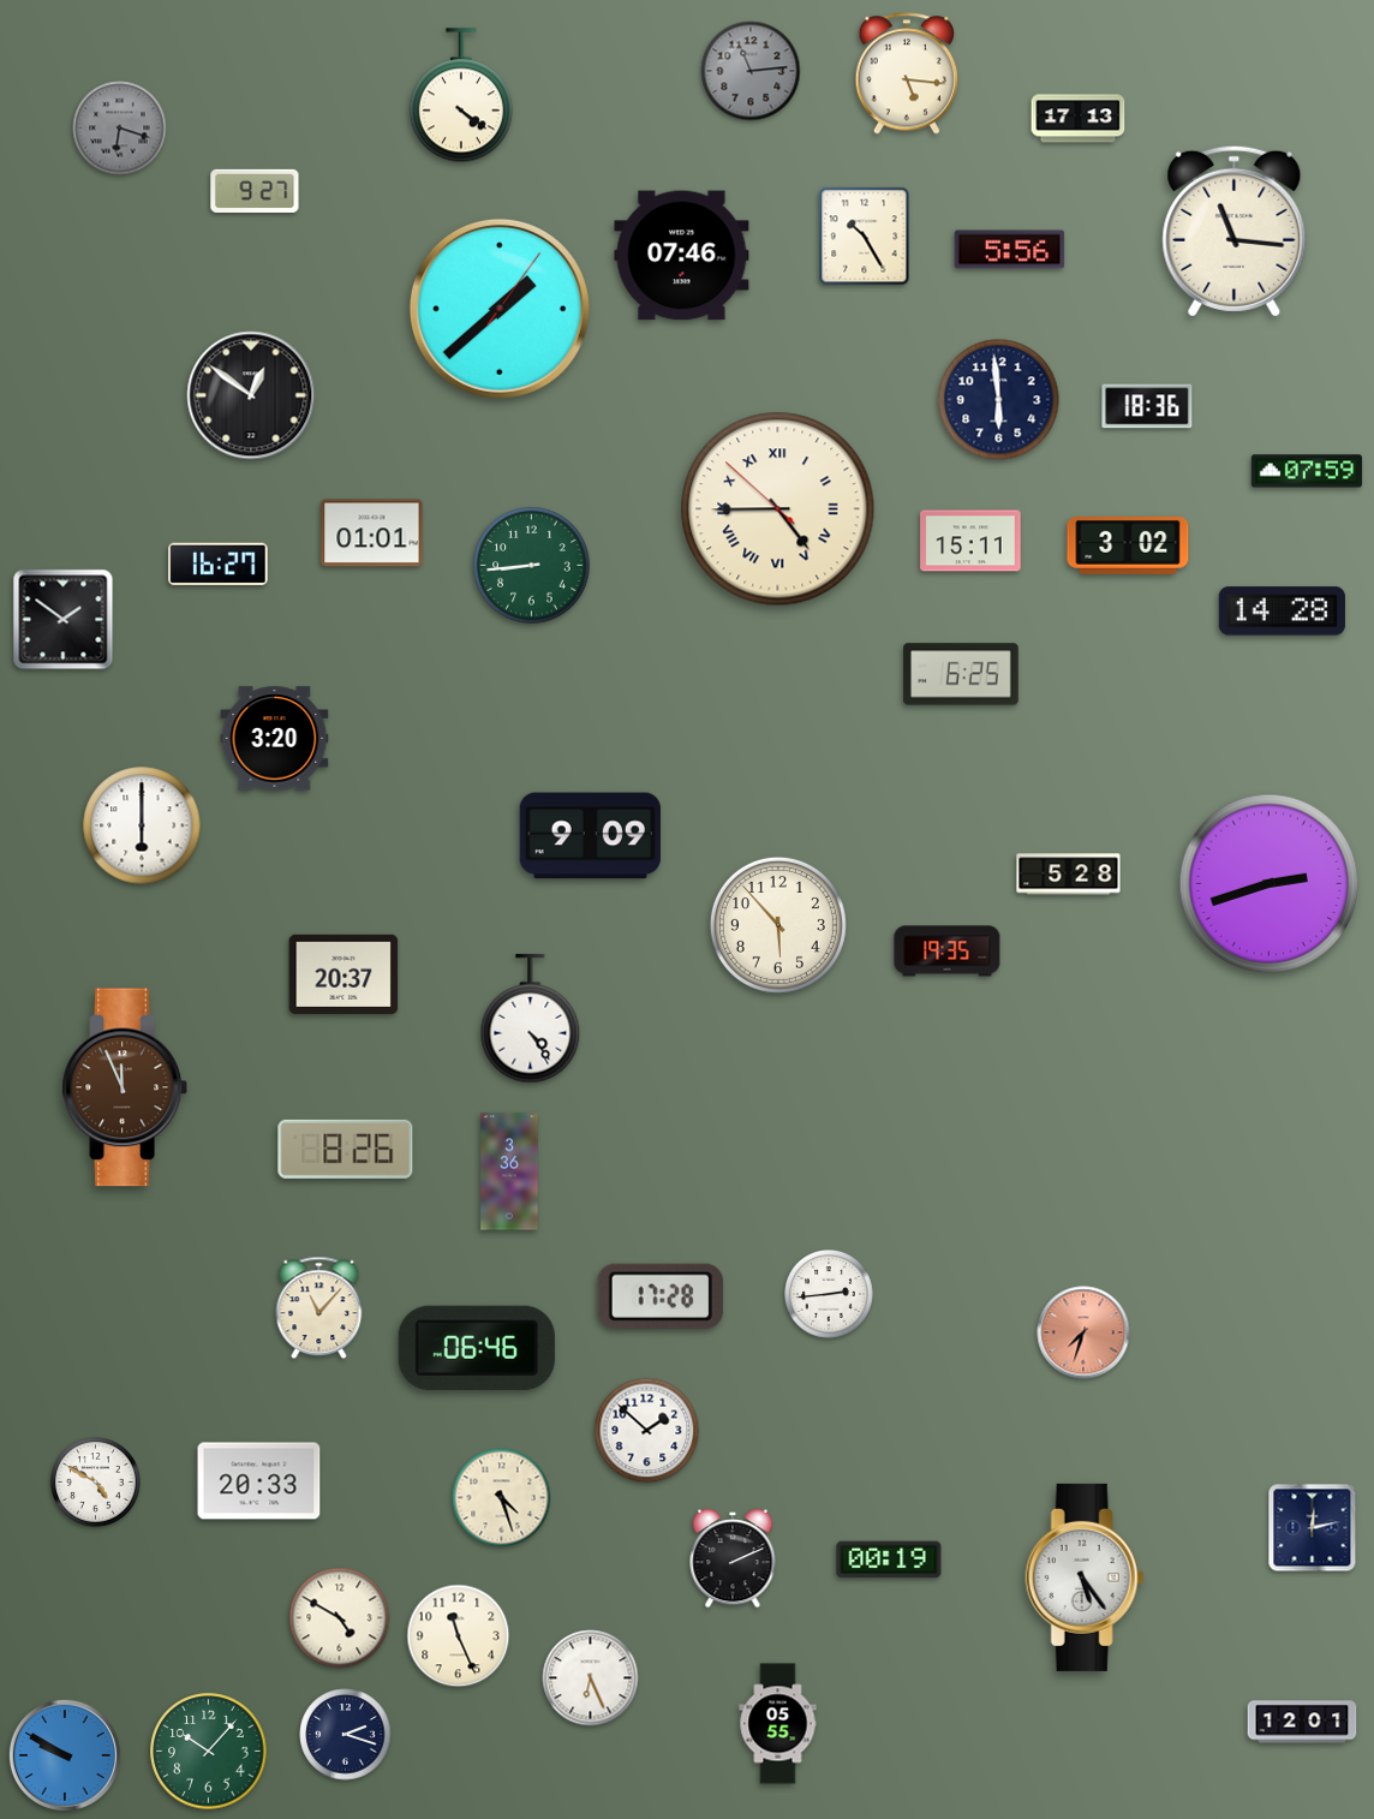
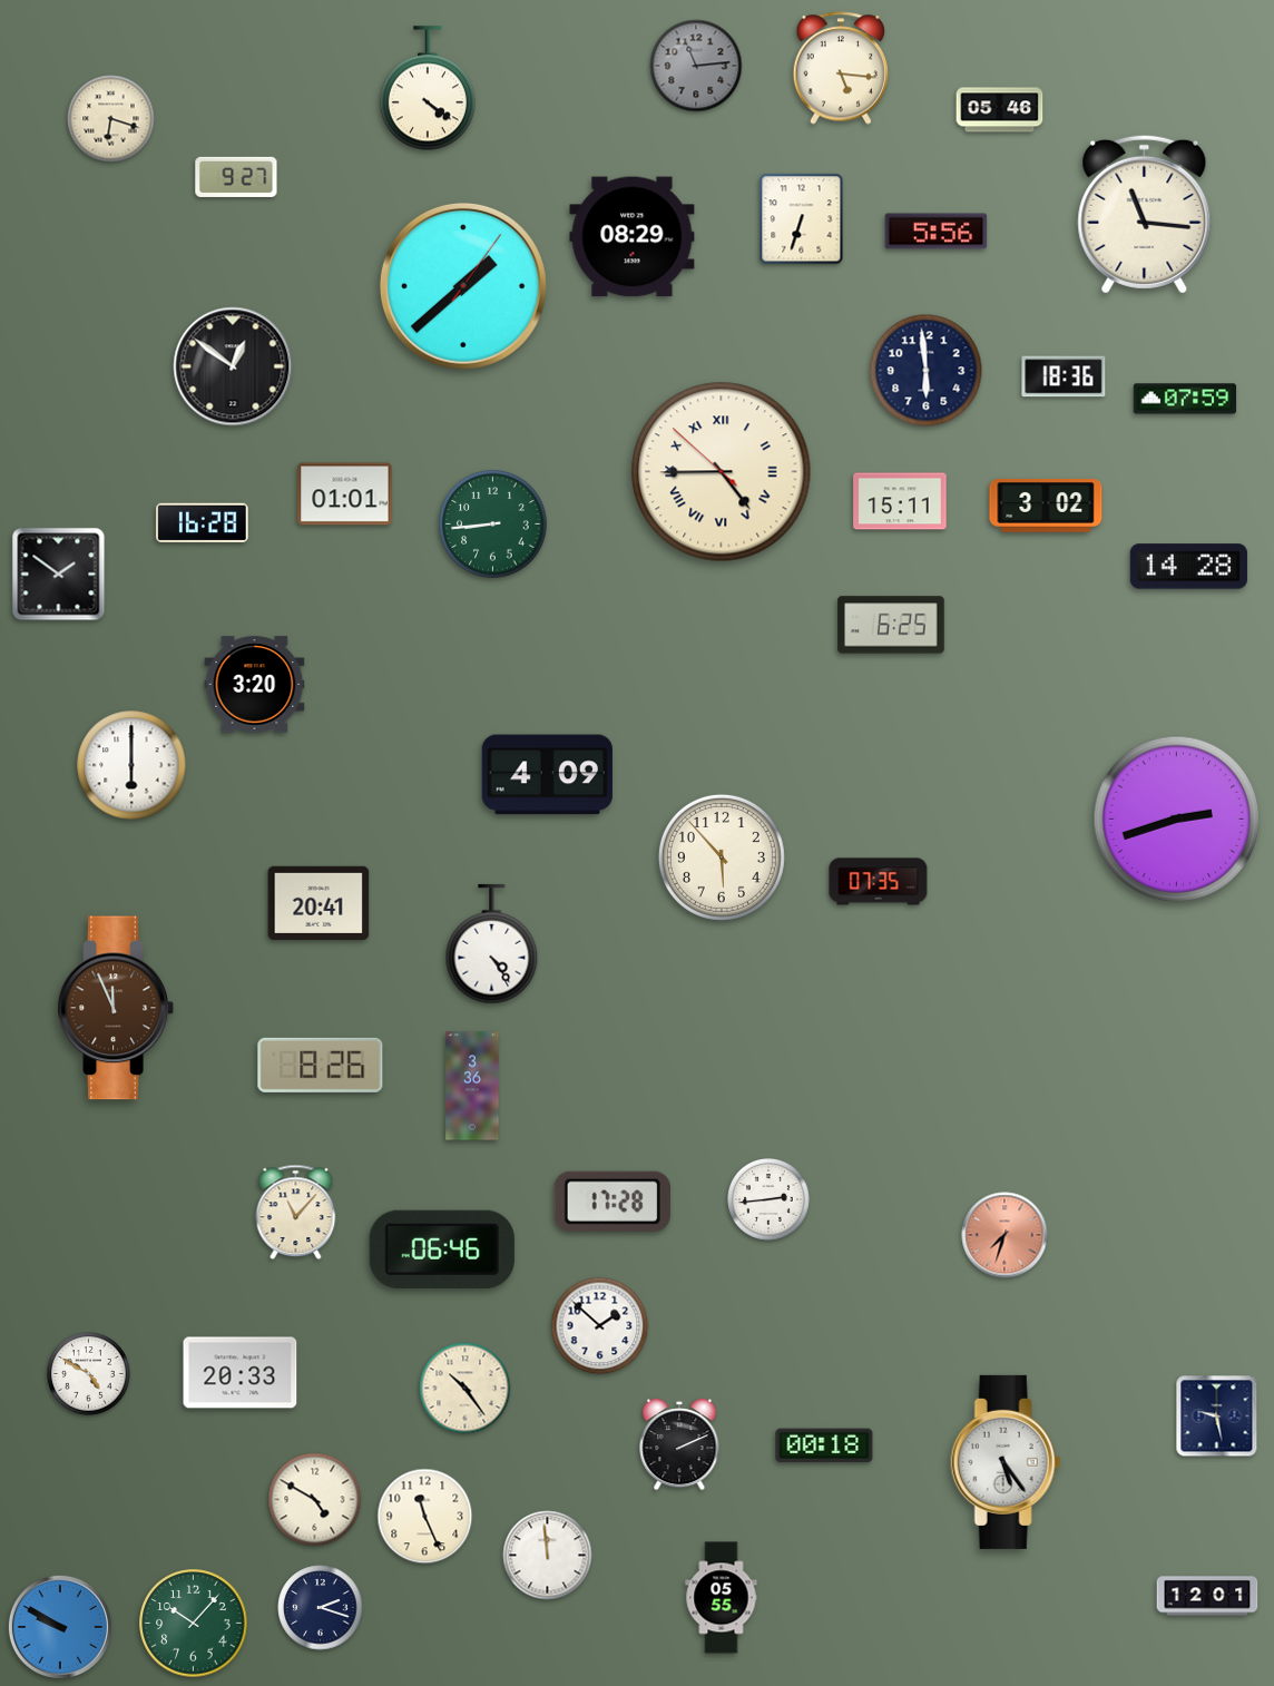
clock at (1079, 119): 17:13 -> 05:46
clock at (120, 129) dial: grey -> cream
clock at (865, 237): 10:25 -> 6:33
clock at (682, 256): 07:46 -> 08:29
clock at (1307, 471) position: (1307, 471) -> (1185, 399)
clock at (217, 563): 16:27 -> 16:28
clock at (590, 836): 9:09 -> 4:09
clock at (1069, 875): 5:28 -> none
clock at (948, 952): 19:35 -> 07:35
clock at (343, 973): 20:37 -> 20:41
clock at (502, 1498): 4:27 -> 10:24
clock at (1313, 1528): 12:13 -> 9:28
clock at (889, 1559): 00:19 -> 00:18
clock at (591, 1678): 6:26 -> 11:59
